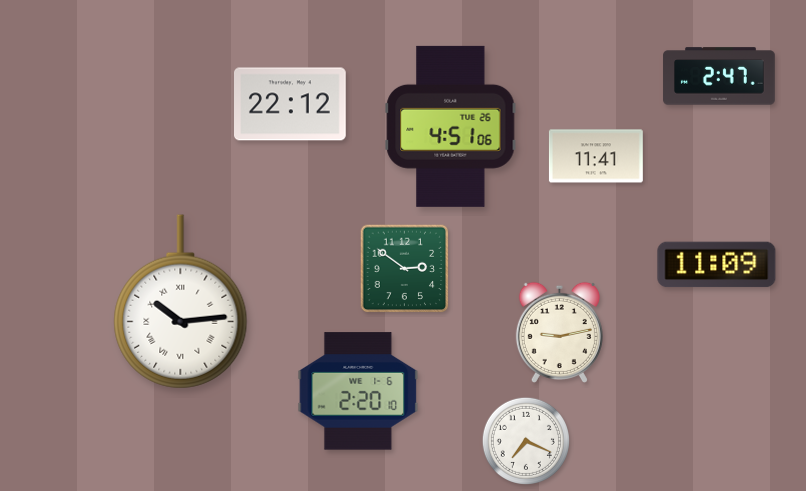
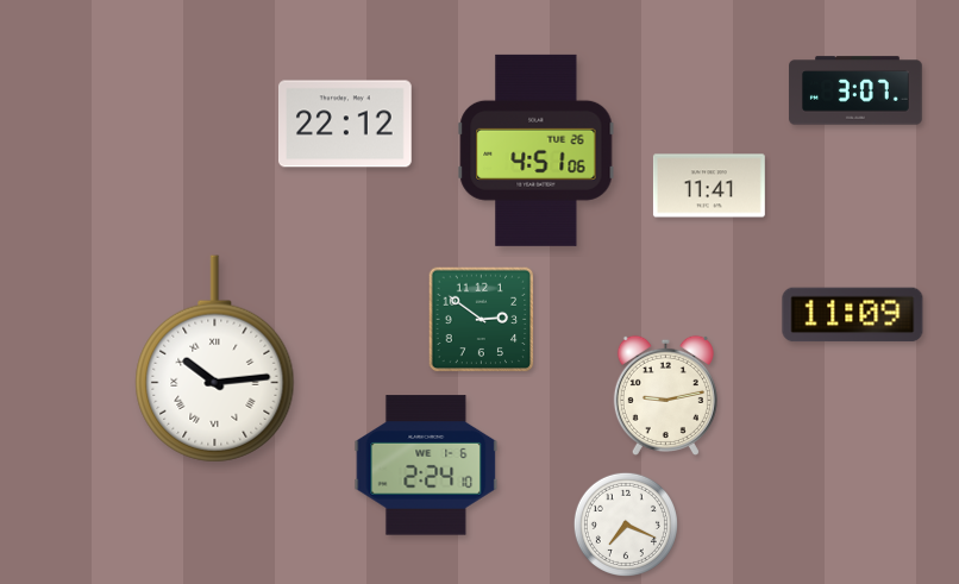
clock at (719, 76): 2:47 -> 3:07
clock at (358, 391): 2:20 -> 2:24
